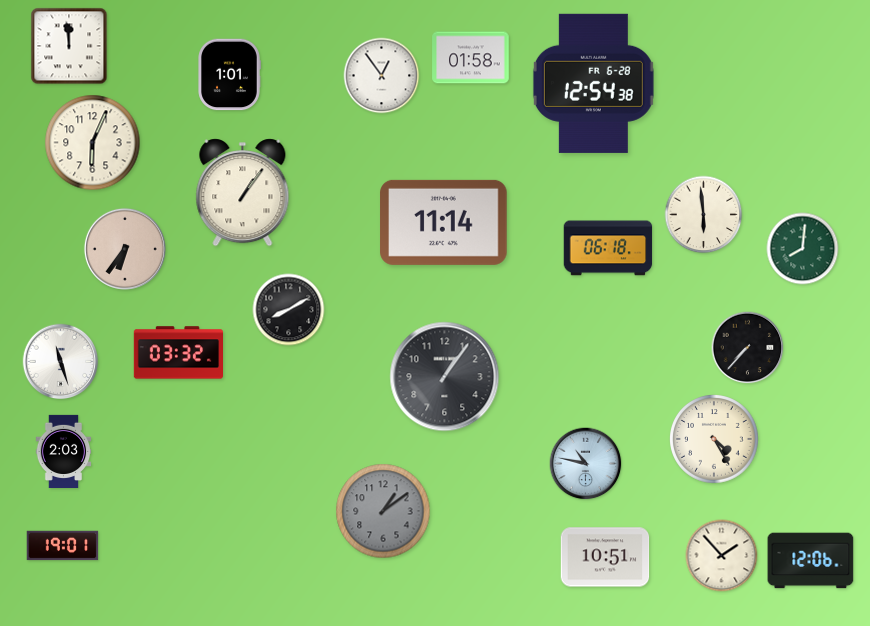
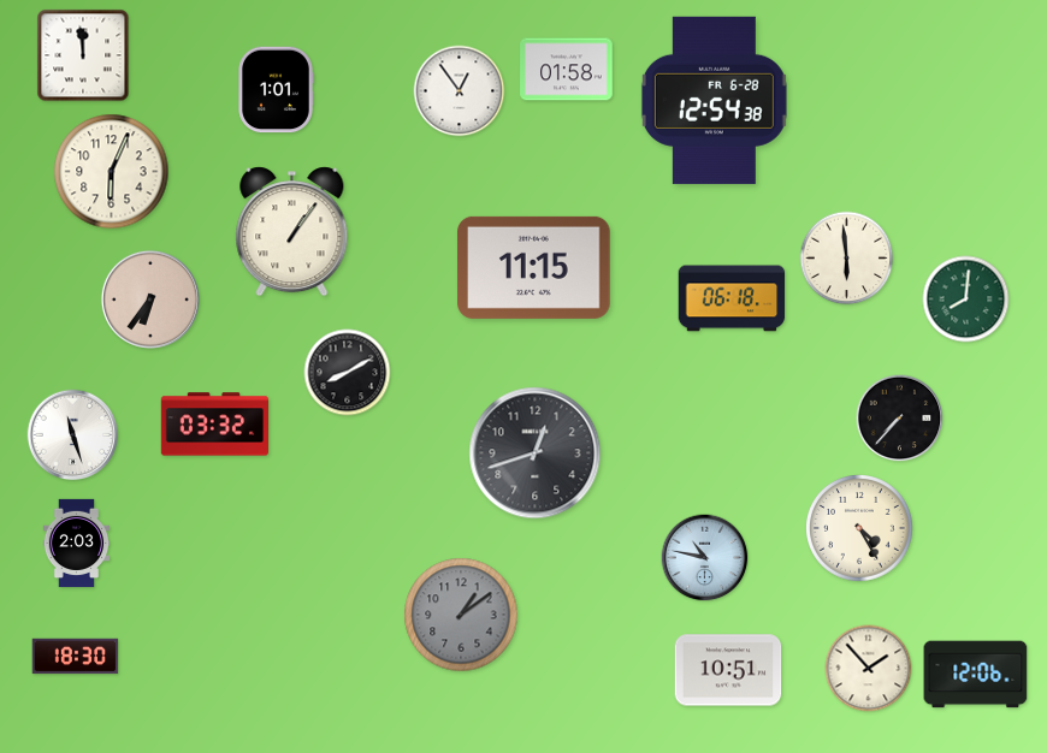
clock at (444, 222): 11:14 -> 11:15
clock at (445, 377): 1:06 -> 12:42
clock at (63, 546): 19:01 -> 18:30
